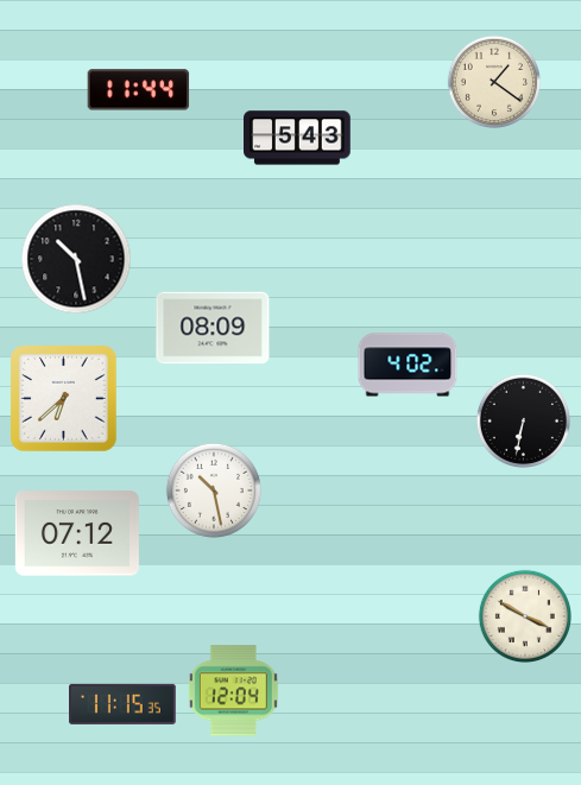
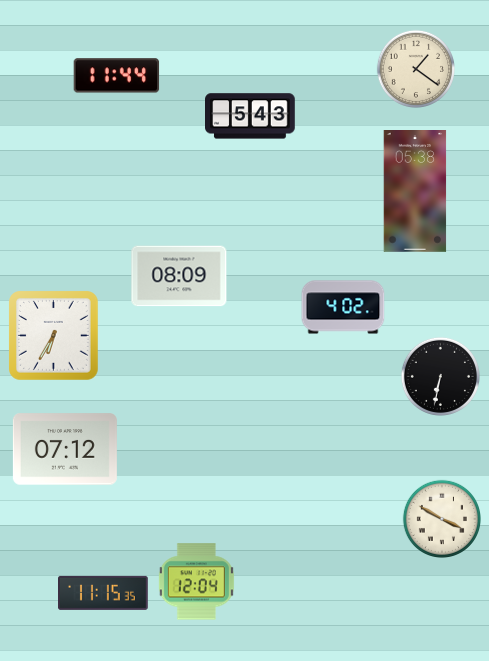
clock at (415, 192): none -> 05:38
clock at (76, 259): 10:28 -> none
clock at (64, 399): 6:38 -> 6:35
clock at (523, 420) position: (523, 420) -> (440, 376)
clock at (214, 490): 10:28 -> none
